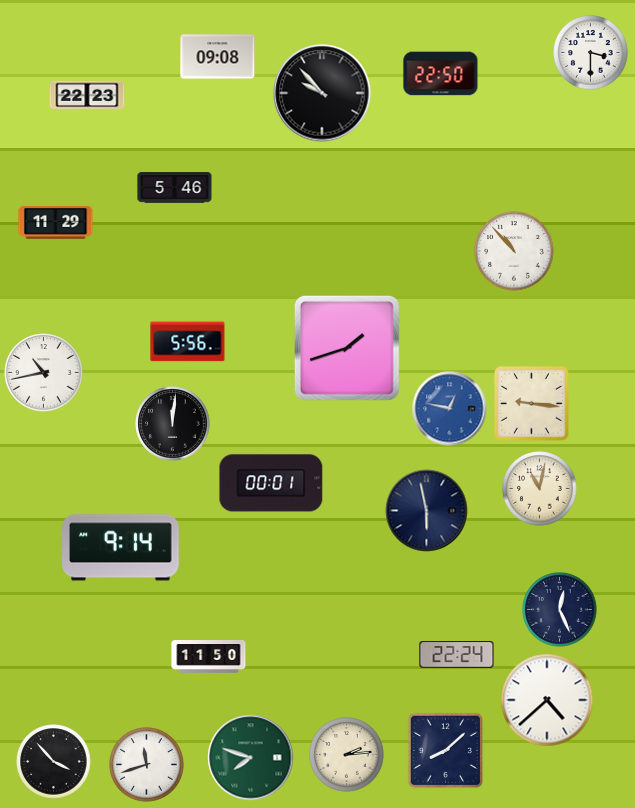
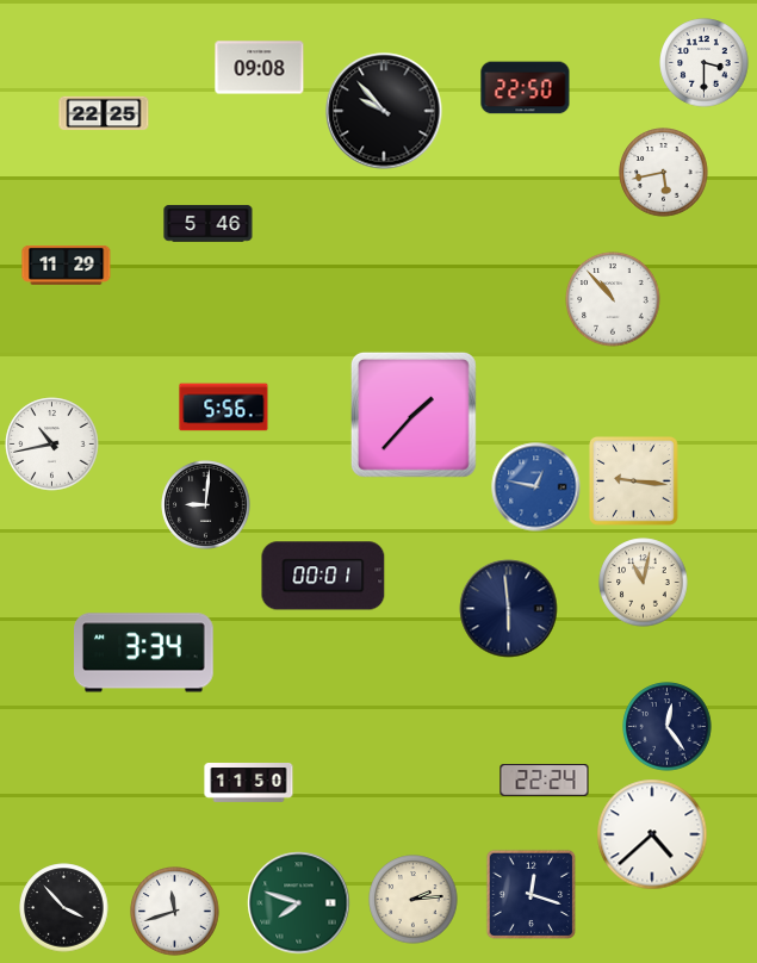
clock at (87, 95): 22:23 -> 22:25
clock at (664, 173): none -> 5:43
clock at (347, 348): 1:42 -> 1:37
clock at (173, 424): 12:01 -> 9:01
clock at (427, 511): 5:58 -> 5:59
clock at (121, 548): 9:14 -> 3:34
clock at (560, 610): 12:26 -> 12:24
clock at (446, 751): 8:08 -> 12:18
